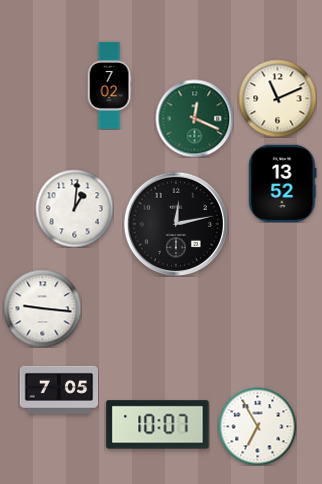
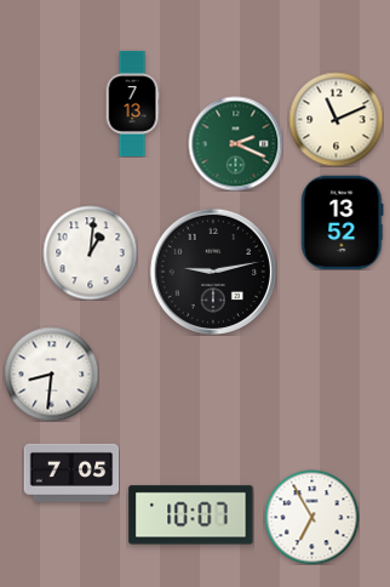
clock at (109, 85): 7:02 -> 7:13
clock at (194, 118): 12:19 -> 2:19
clock at (176, 224): 12:13 -> 9:13
clock at (42, 308): 9:16 -> 8:31
